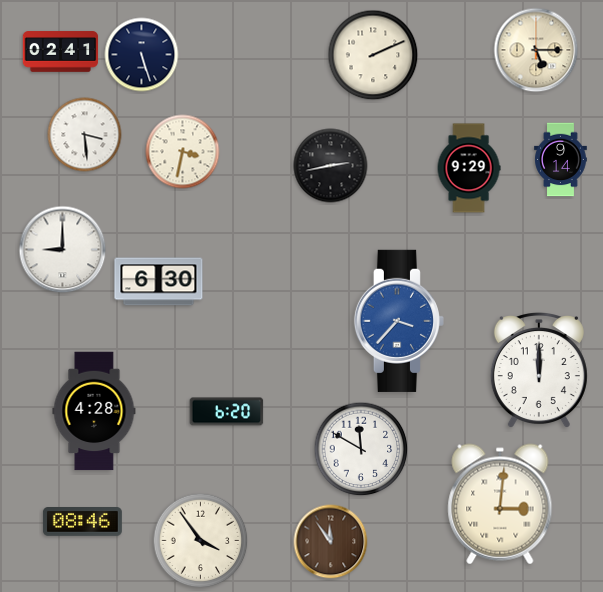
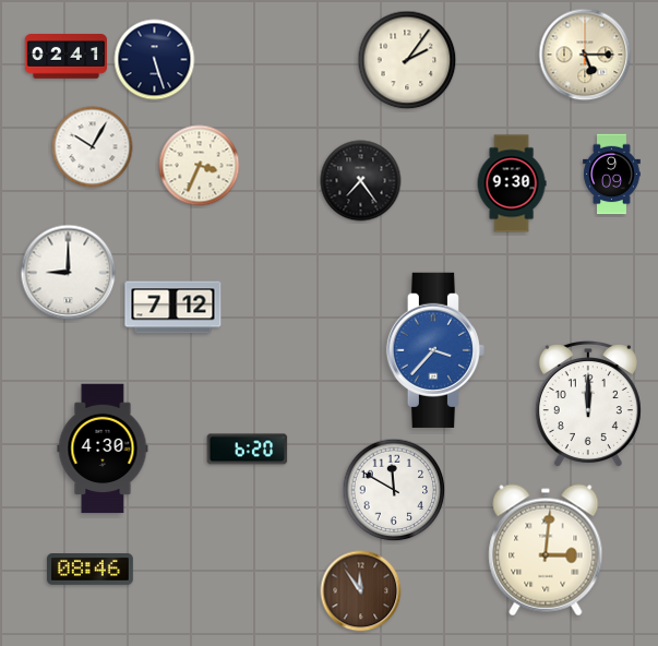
clock at (373, 55): 2:11 -> 2:06
clock at (85, 135): 3:29 -> 10:05
clock at (183, 152): 3:32 -> 3:34
clock at (561, 160): 9:14 -> 9:09
clock at (331, 166): 2:43 -> 7:24
clock at (469, 168): 9:29 -> 9:30
clock at (159, 282): 6:30 -> 7:12
clock at (94, 411): 4:28 -> 4:30
clock at (201, 541): 3:54 -> none
